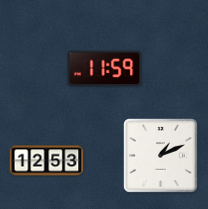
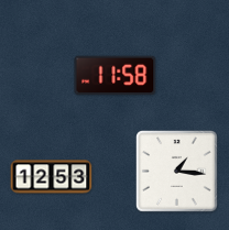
clock at (105, 69): 11:59 -> 11:58
clock at (161, 156): 1:11 -> 1:16
